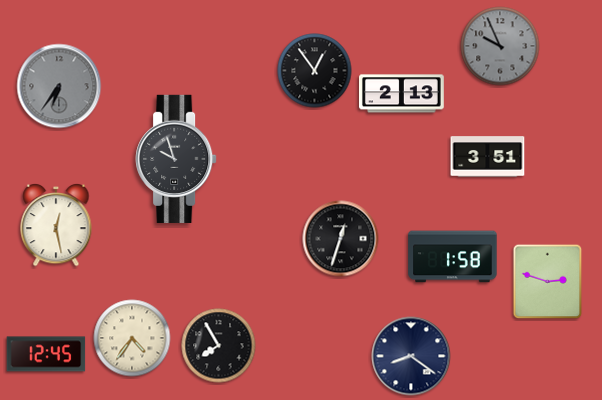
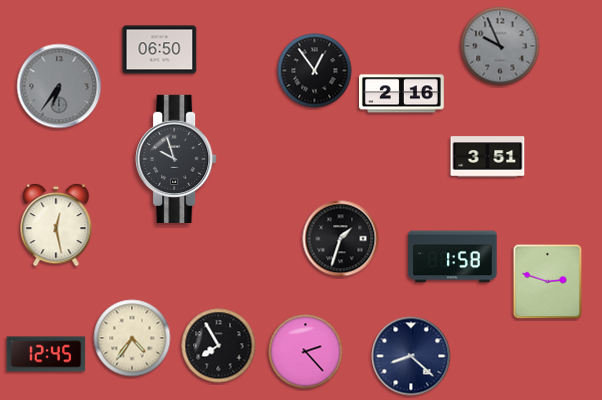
clock at (160, 50): none -> 06:50
clock at (402, 94): 2:13 -> 2:16
clock at (341, 239): 12:33 -> 1:33
clock at (306, 352): none -> 2:23
clock at (411, 356): 8:21 -> 8:22
